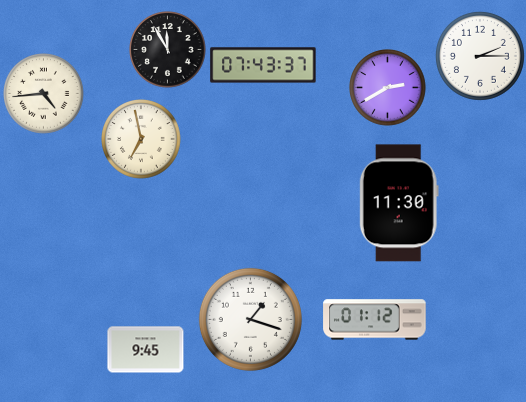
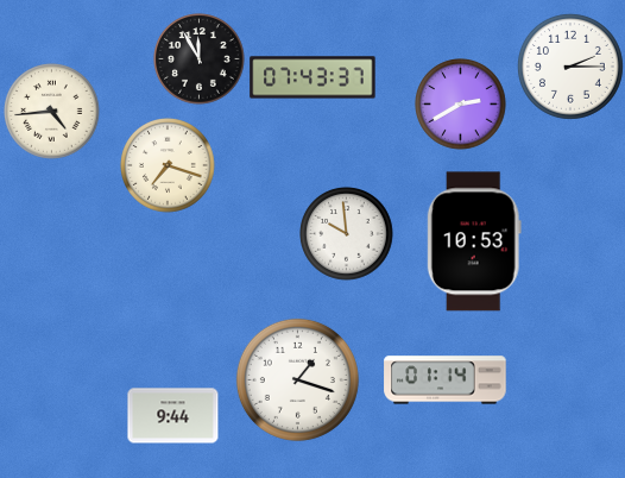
clock at (141, 140): 6:58 -> 7:18
clock at (347, 234): none -> 9:59
clock at (399, 203): 11:30 -> 10:53
clock at (375, 320): 01:12 -> 01:14
clock at (146, 350): 9:45 -> 9:44
